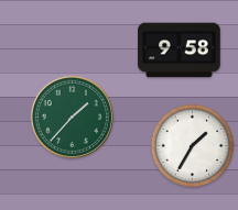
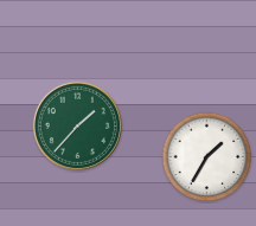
clock at (180, 51): 9:58 -> none
